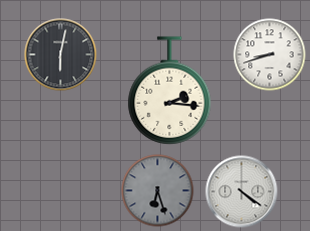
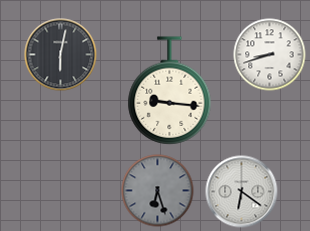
clock at (170, 91): 2:16 -> 9:16
clock at (242, 192): 4:21 -> 6:21
